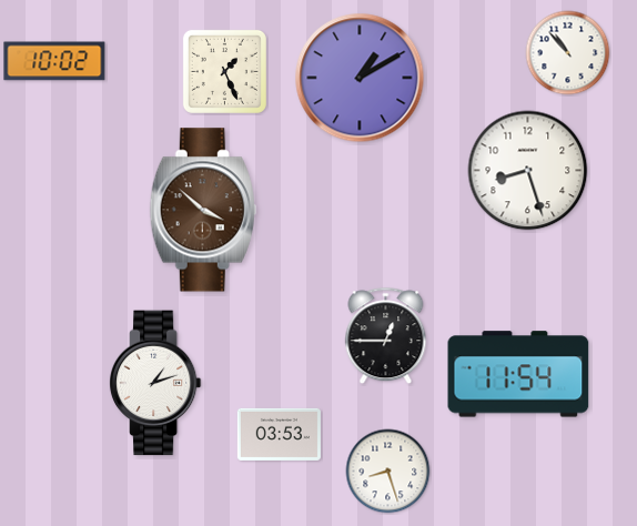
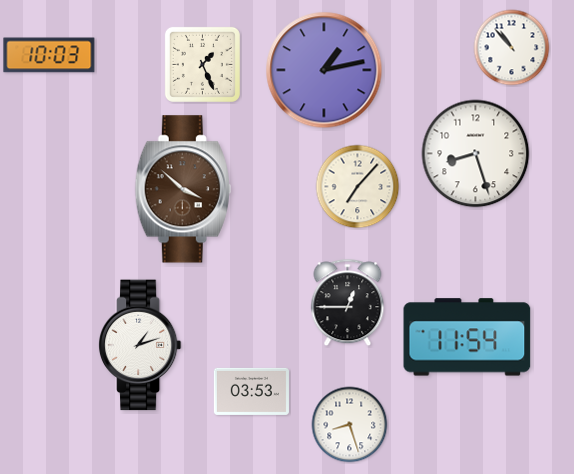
clock at (54, 61): 10:02 -> 10:03
clock at (360, 78): 1:10 -> 1:13
clock at (358, 187): none -> 7:07
